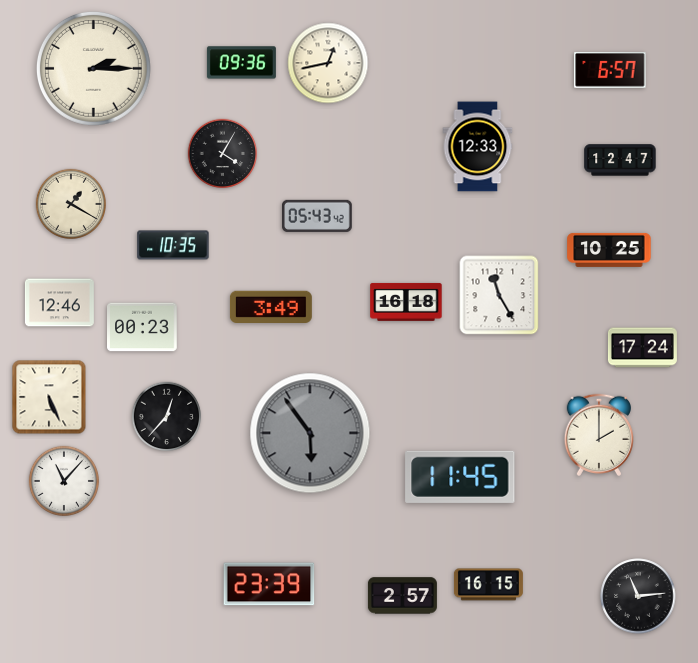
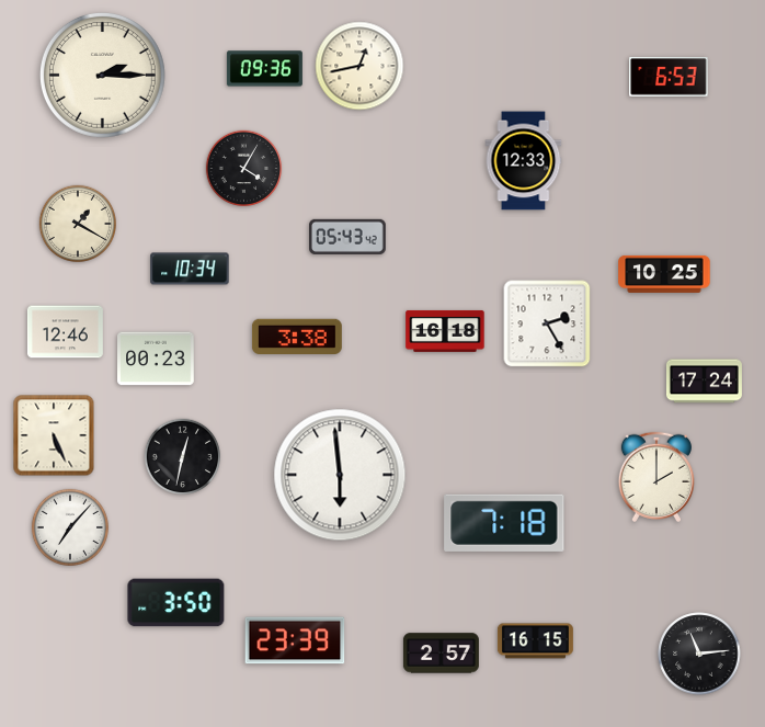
clock at (328, 63) position: (328, 63) -> (359, 66)
clock at (610, 70): 6:57 -> 6:53
clock at (620, 160): 12:47 -> none
clock at (173, 245): 10:35 -> 10:34
clock at (609, 250) position: (609, 250) -> (664, 274)
clock at (499, 295): 11:25 -> 2:25
clock at (271, 306): 3:49 -> 3:38
clock at (167, 417): 12:37 -> 12:32
clock at (310, 433): 5:54 -> 5:59
clock at (310, 433) dial: grey -> white
clock at (460, 477): 11:45 -> 7:18
clock at (63, 480): 11:07 -> 7:07
clock at (176, 603): none -> 3:50
